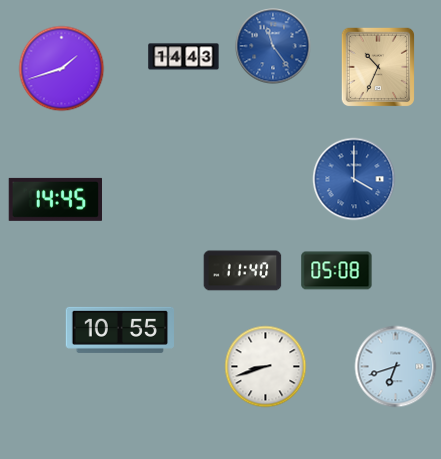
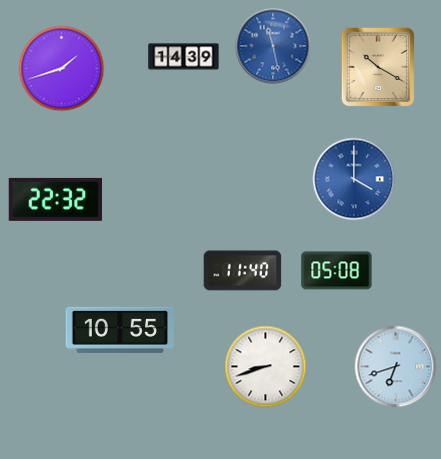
clock at (273, 46): 11:24 -> 11:28
clock at (184, 57): 14:43 -> 14:39
clock at (377, 67): 10:34 -> 10:20
clock at (55, 199): 14:45 -> 22:32
